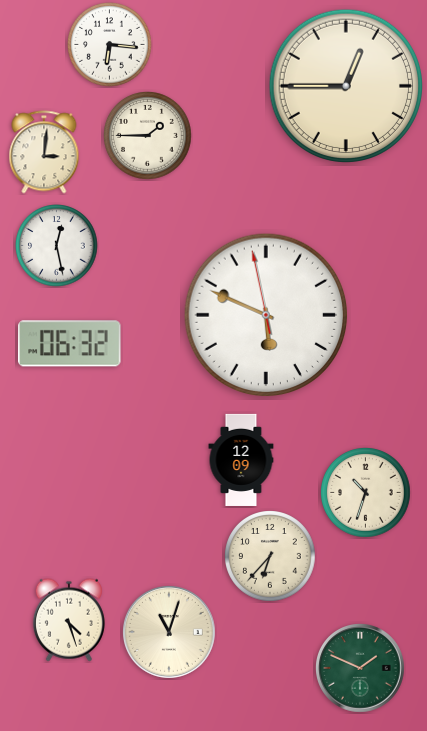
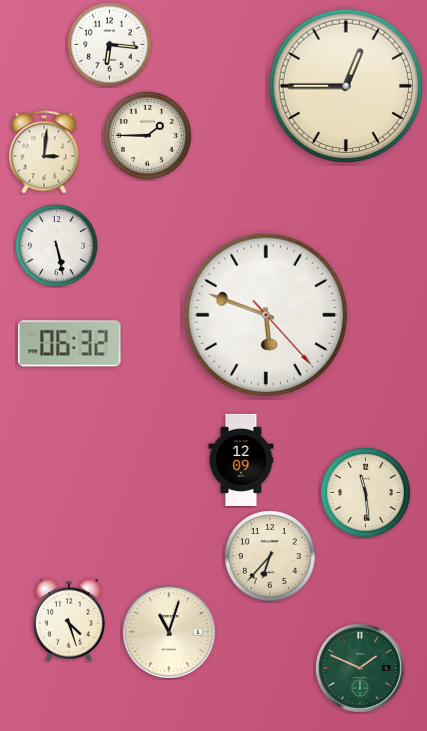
clock at (57, 246): 12:28 -> 5:28
clock at (266, 315): 5:48:58 -> 5:48:23
clock at (366, 493): 10:33 -> 11:29
